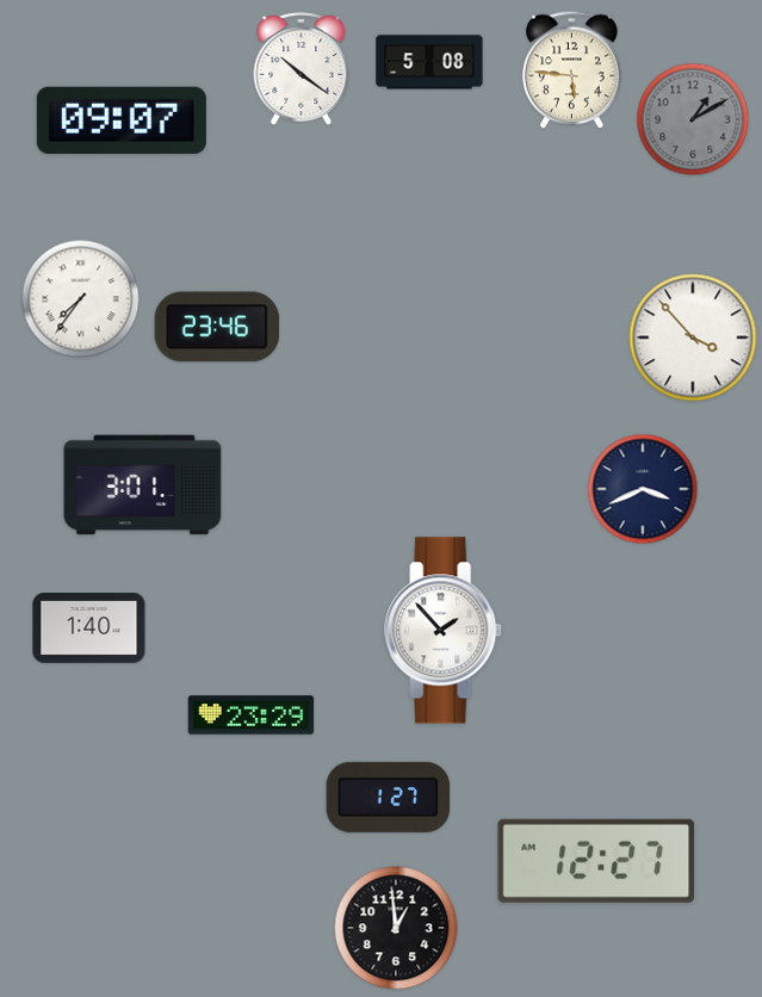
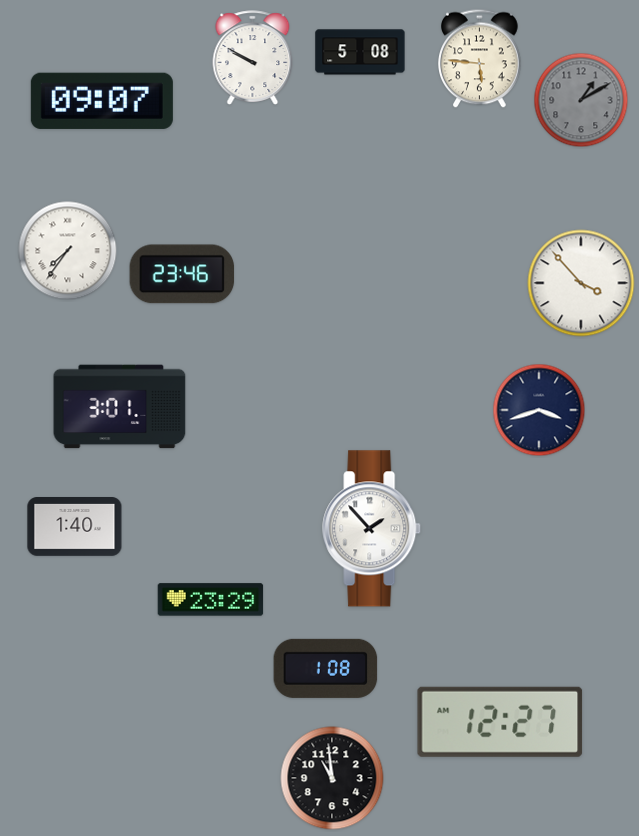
clock at (302, 69): 10:21 -> 9:50
clock at (643, 489): 3:41 -> 3:42
clock at (389, 797): 1:27 -> 1:08
clock at (396, 928): 12:59 -> 10:59
